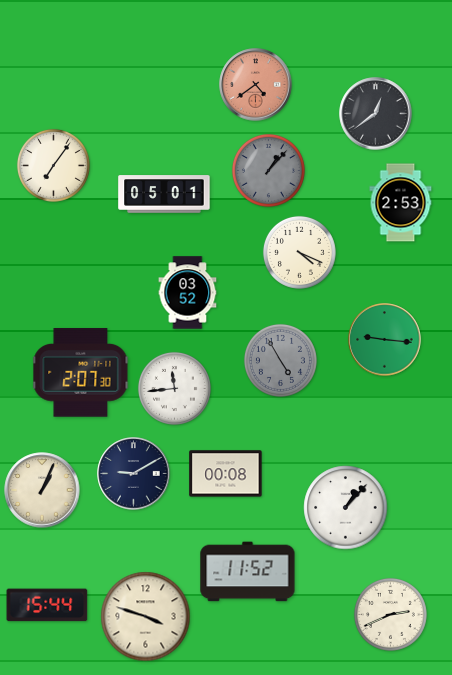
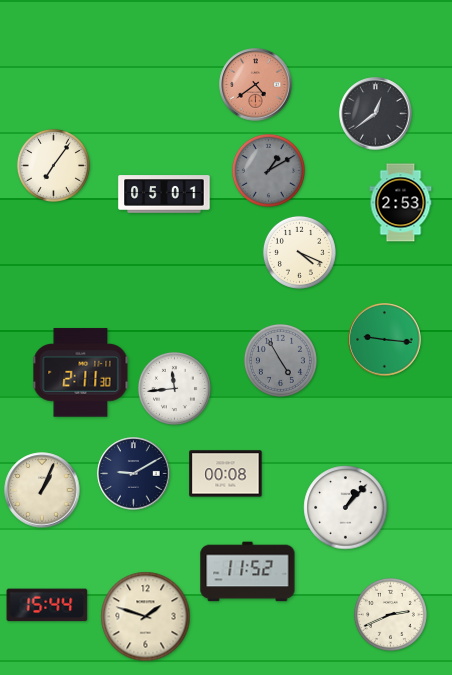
clock at (268, 170): 1:07 -> 1:10
clock at (188, 293): 03:52 -> none
clock at (81, 373): 2:07 -> 2:11
clock at (146, 617): 3:48 -> 1:48
